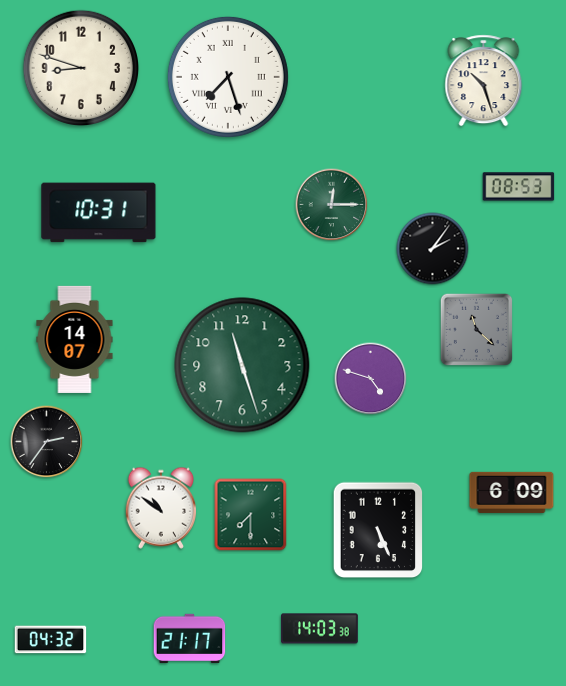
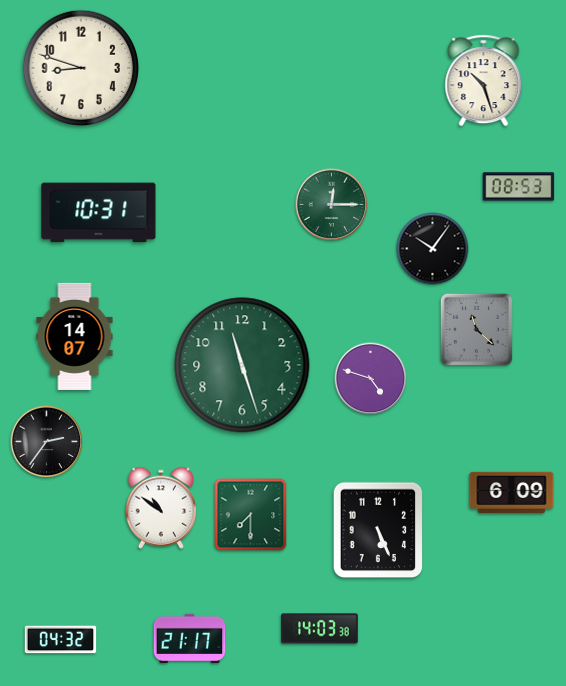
clock at (228, 77): 7:27 -> none
clock at (433, 249): 2:06 -> 10:06
clock at (75, 339) position: (75, 339) -> (75, 336)
clock at (51, 640) position: (51, 640) -> (61, 640)
